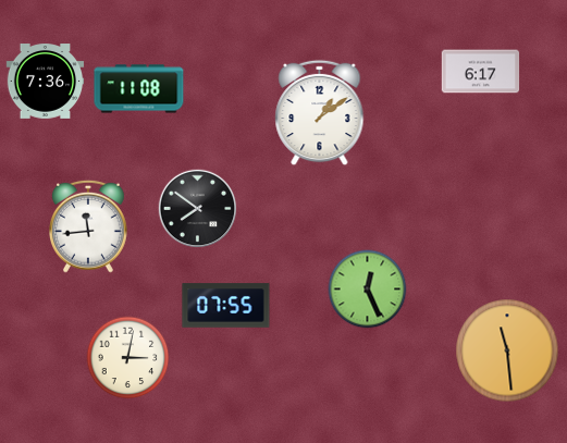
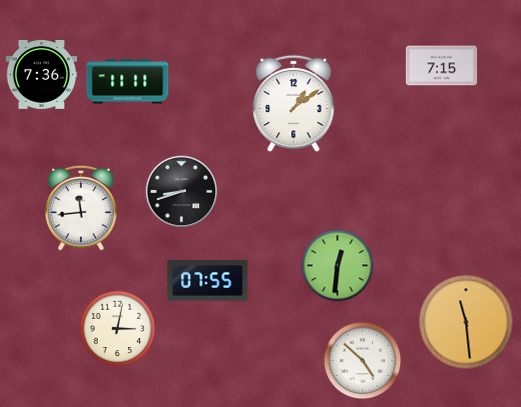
clock at (481, 72): 6:17 -> 7:15
clock at (139, 89): 11:08 -> 11:11
clock at (198, 209): 7:51 -> 8:42
clock at (368, 290): 12:26 -> 12:31
clock at (363, 361): none -> 4:52
